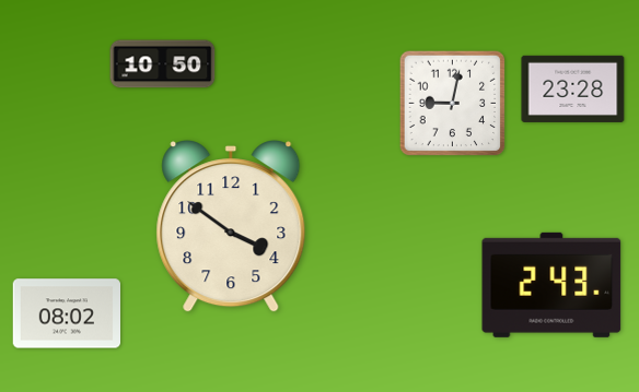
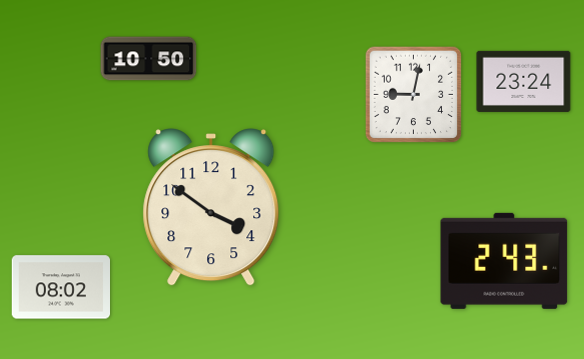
clock at (573, 88): 23:28 -> 23:24
